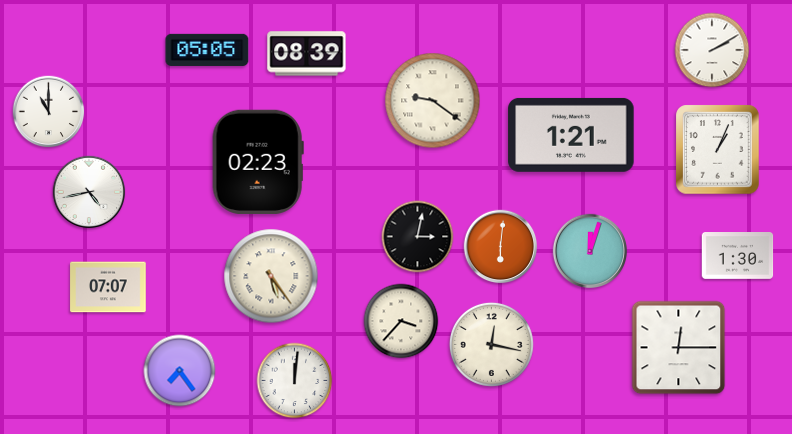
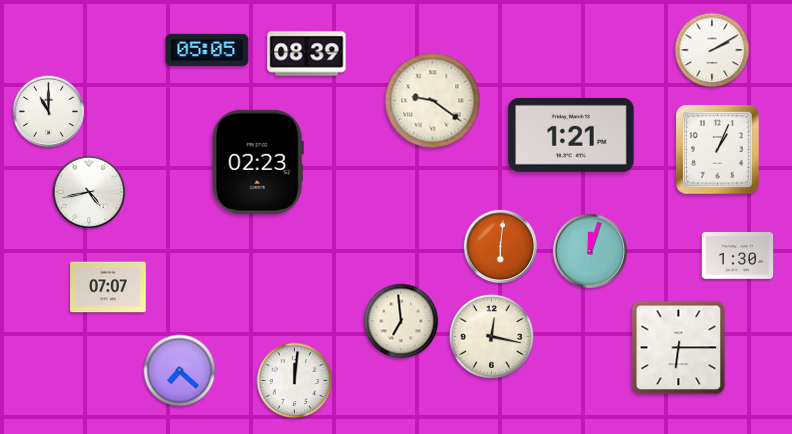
clock at (418, 237): 3:02 -> none
clock at (271, 276): 5:24 -> none
clock at (401, 321): 3:37 -> 6:59
clock at (491, 344) position: (491, 344) -> (491, 336)
clock at (679, 348): 12:15 -> 6:15
clock at (180, 371): 7:24 -> 7:22
